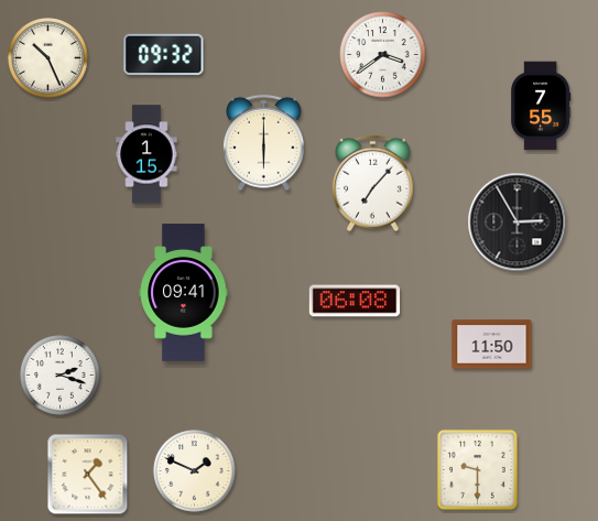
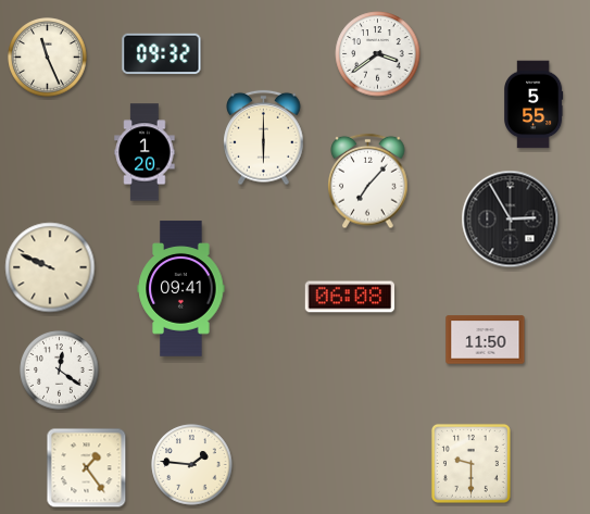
clock at (48, 58): 10:26 -> 11:26
clock at (541, 106): 7:55 -> 5:55
clock at (264, 143) position: (264, 143) -> (264, 138)
clock at (146, 154): 1:15 -> 1:20
clock at (50, 267): none -> 9:49
clock at (61, 376): 2:18 -> 12:21
clock at (195, 471): 1:49 -> 1:46
